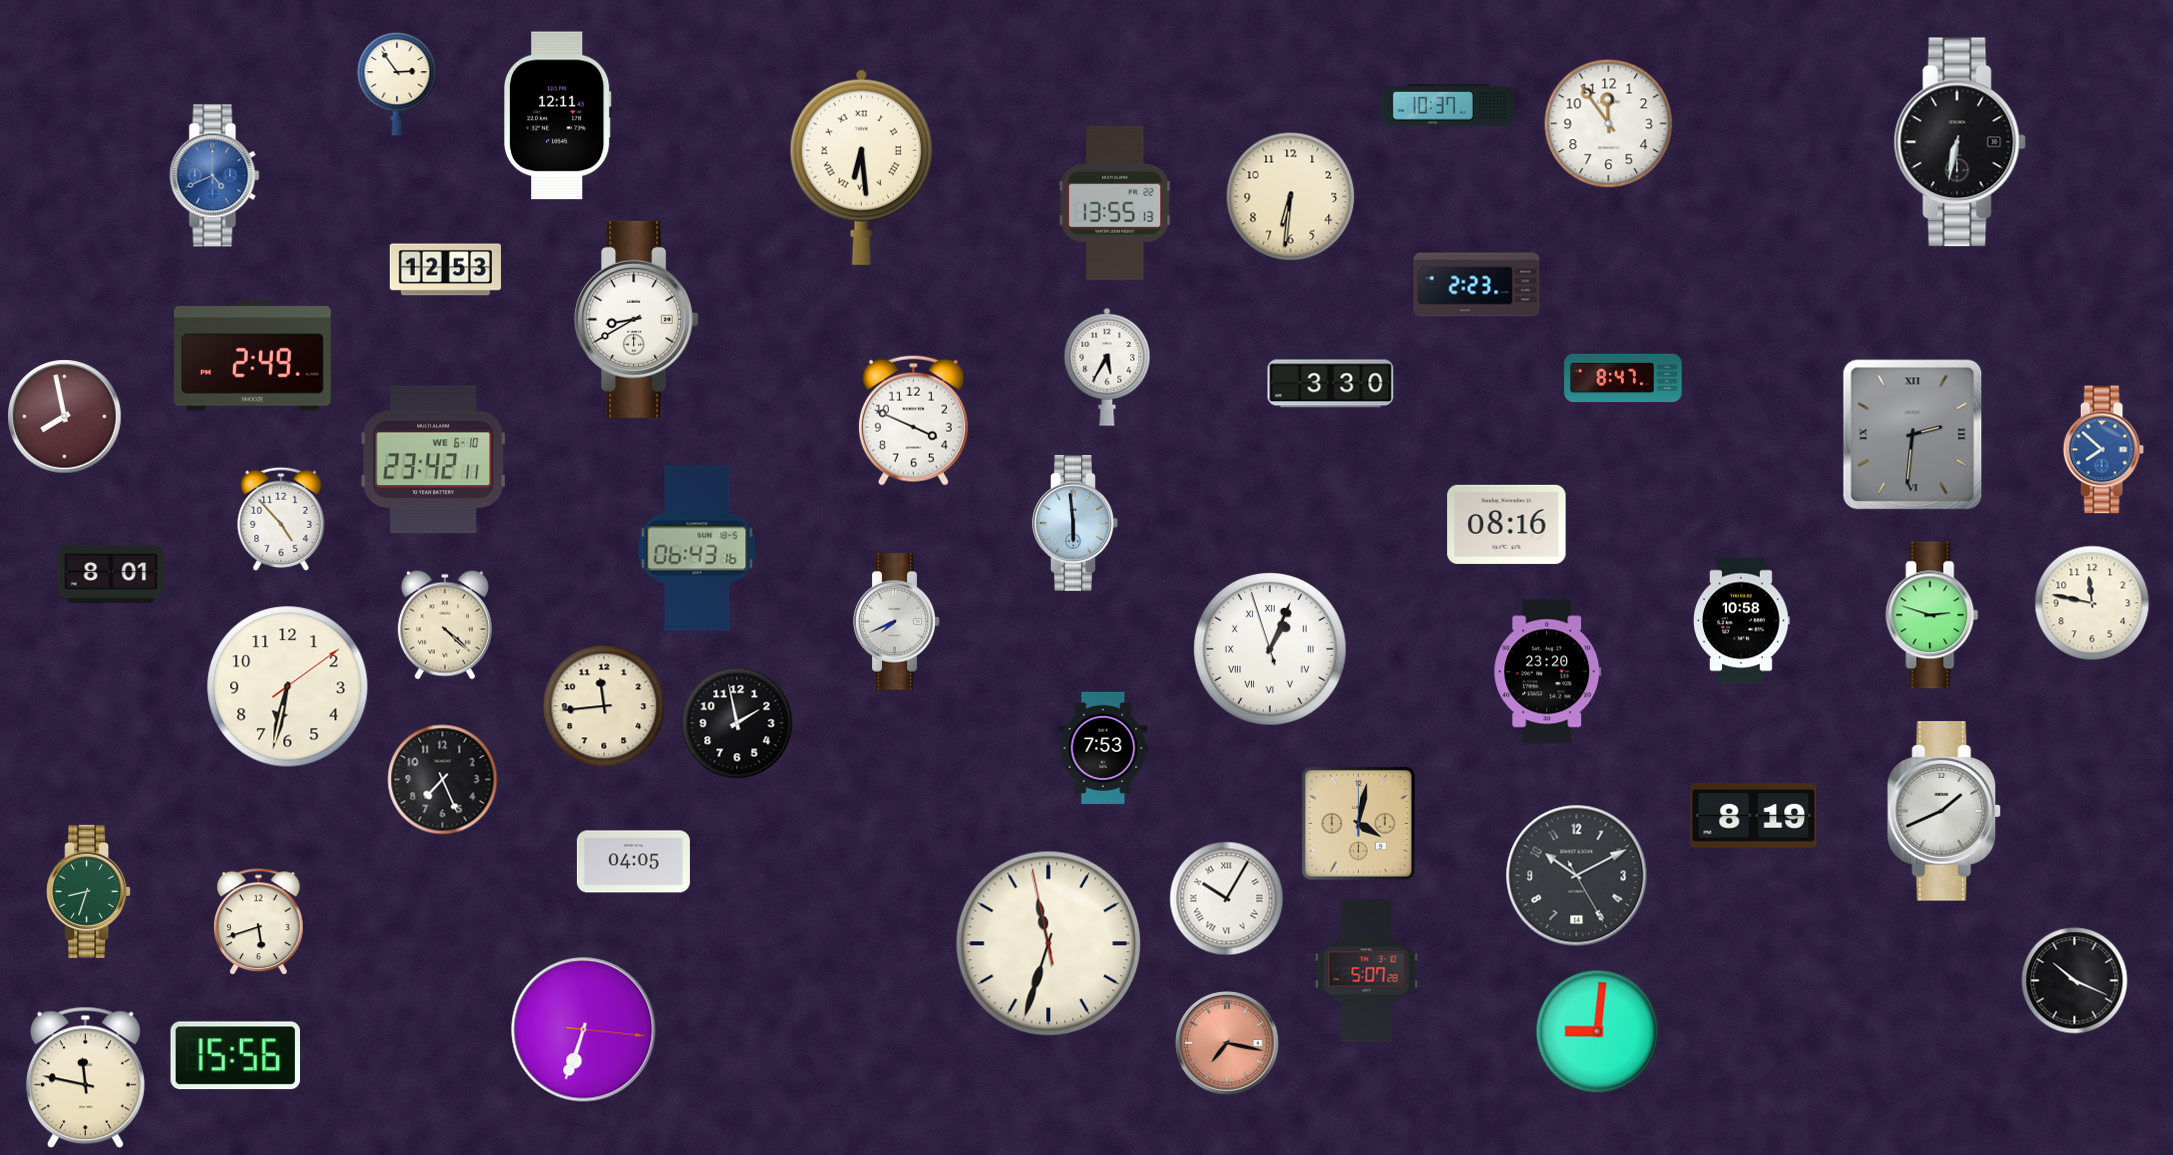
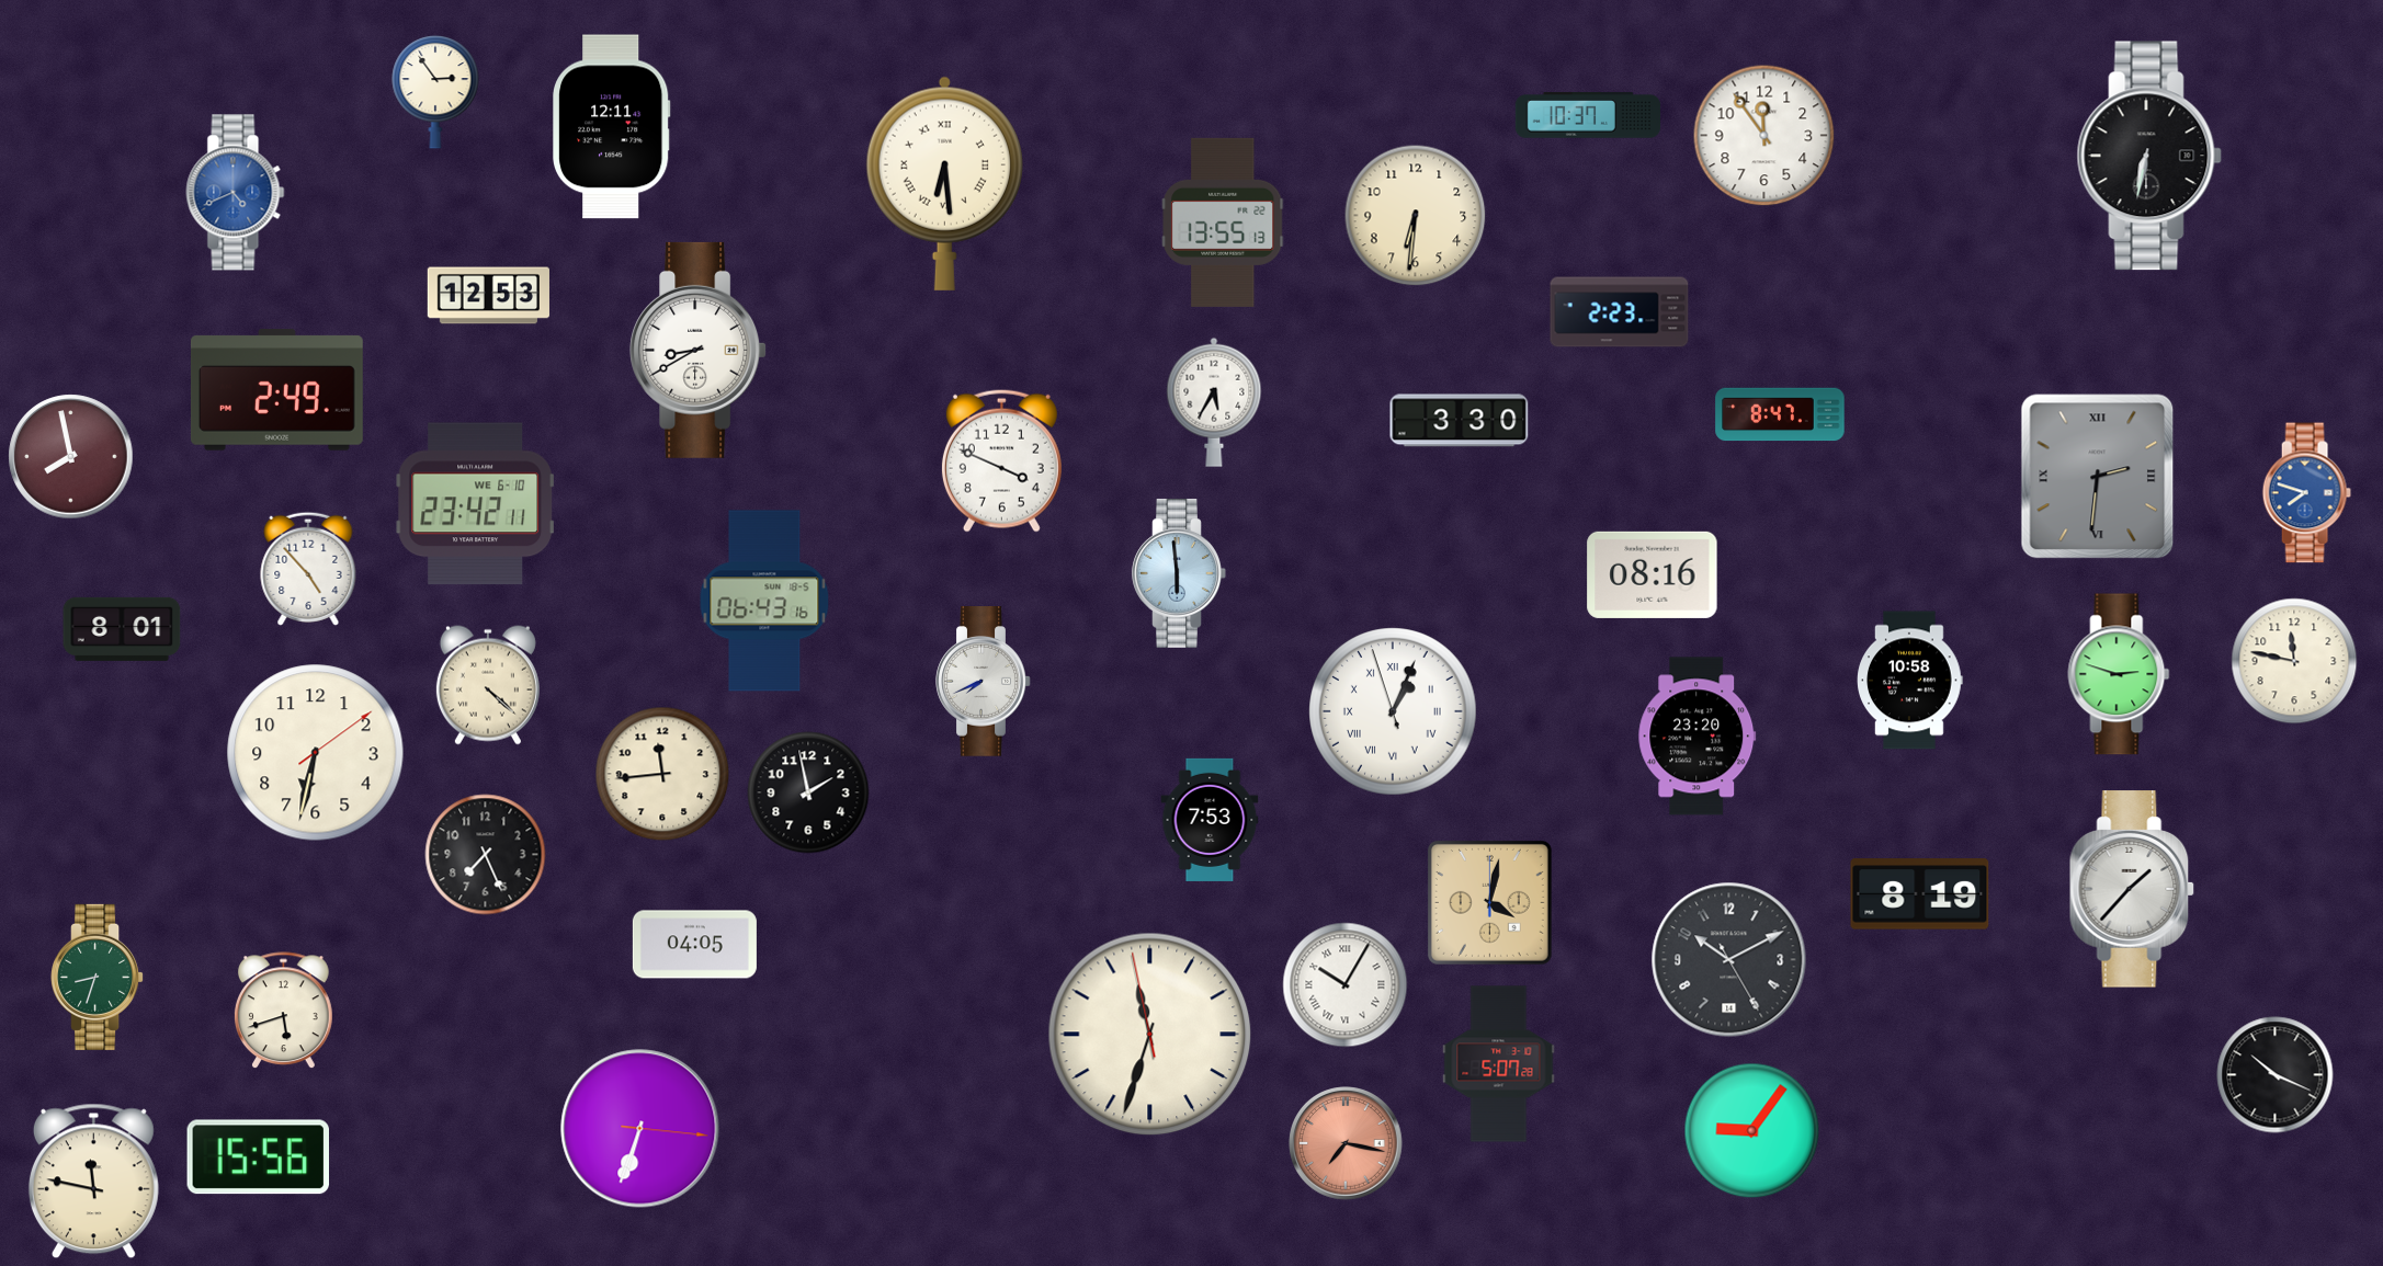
clock at (2103, 450): 7:52 -> 7:48
clock at (1944, 811): 1:41 -> 1:37
clock at (1754, 816) position: (1754, 816) -> (1920, 894)
clock at (1598, 1032): 9:01 -> 9:06
